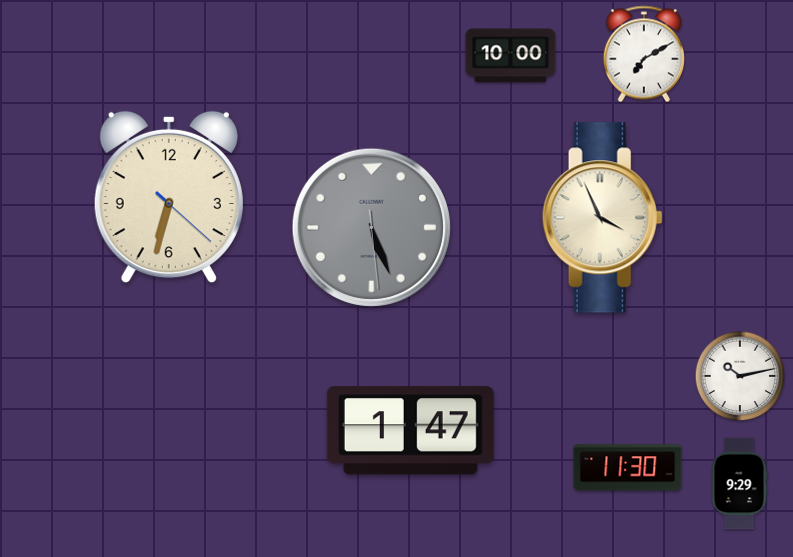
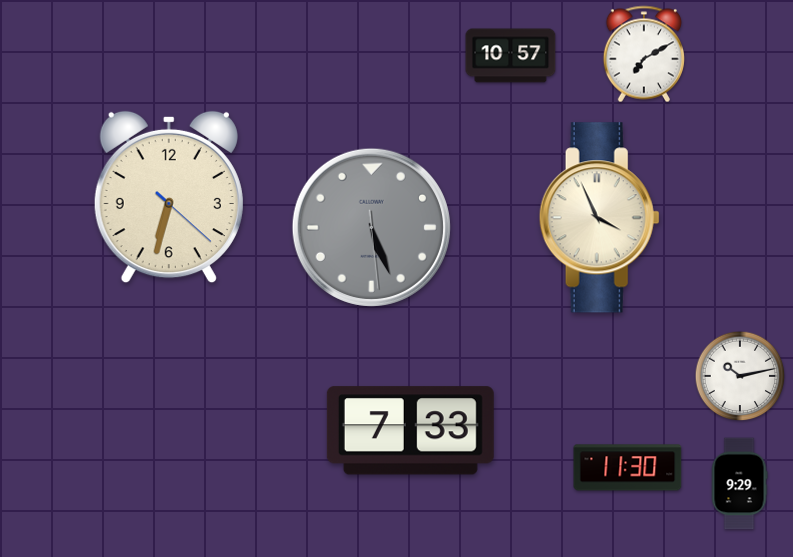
clock at (511, 56): 10:00 -> 10:57
clock at (602, 218) position: (602, 218) -> (599, 218)
clock at (410, 431): 1:47 -> 7:33
